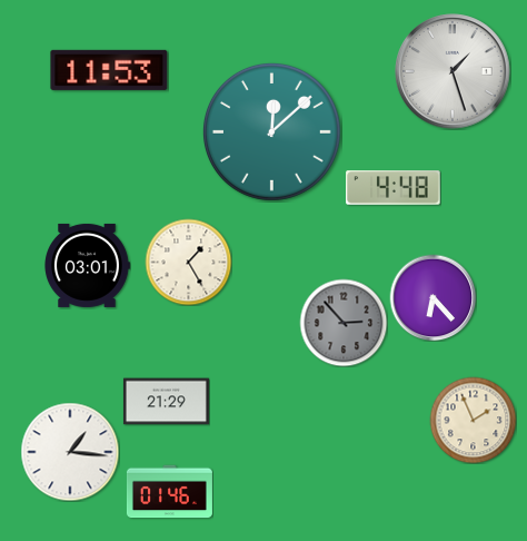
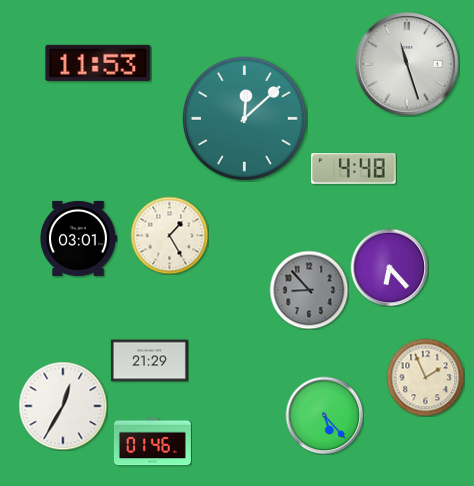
clock at (453, 71): 1:27 -> 11:27
clock at (344, 323): 2:53 -> 8:53
clock at (70, 452): 1:16 -> 12:35
clock at (324, 415): none -> 5:23
